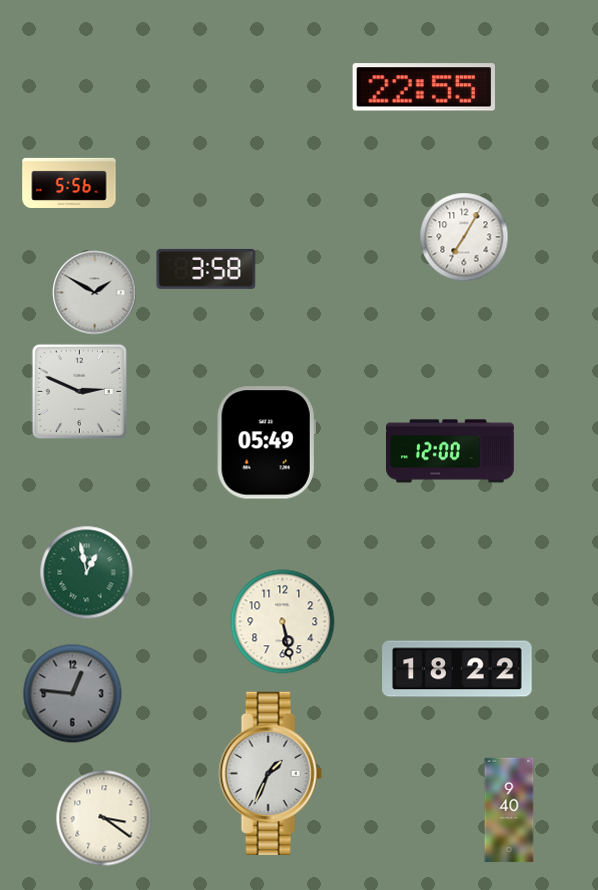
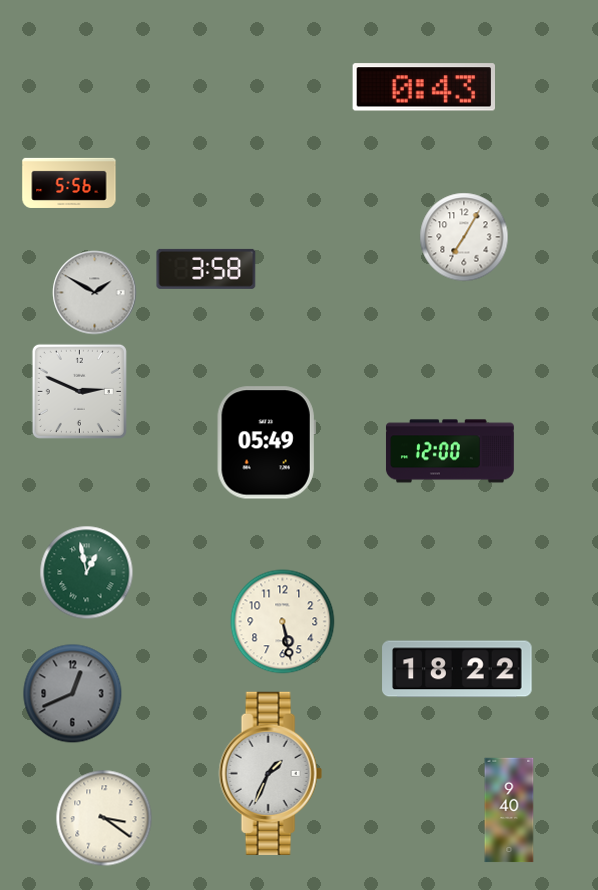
clock at (423, 87): 22:55 -> 0:43
clock at (73, 694): 12:46 -> 12:41
